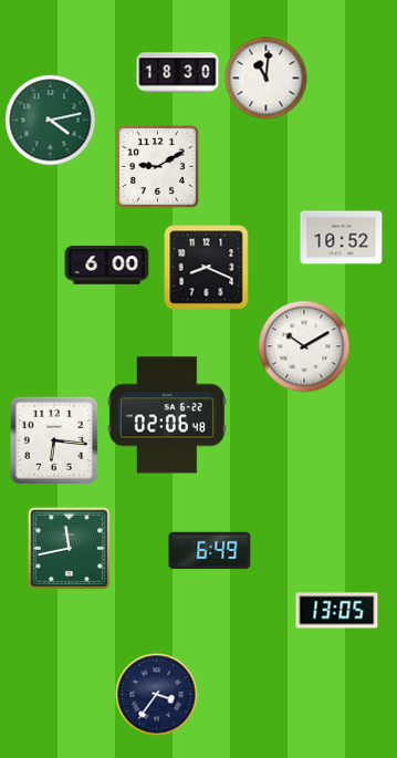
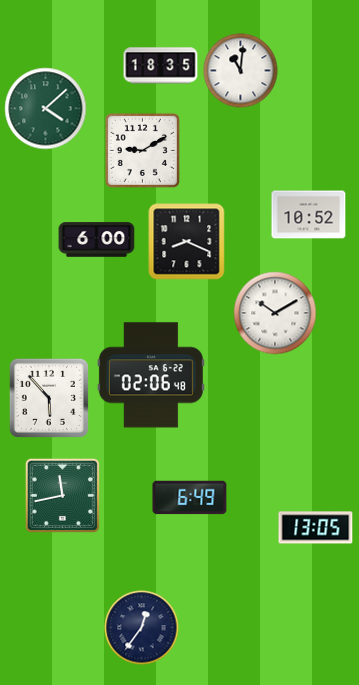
clock at (178, 73): 18:30 -> 18:35
clock at (51, 121): 4:13 -> 4:08
clock at (54, 440): 6:16 -> 5:53
clock at (337, 611) position: (337, 611) -> (316, 528)
clock at (157, 695): 3:36 -> 12:36
